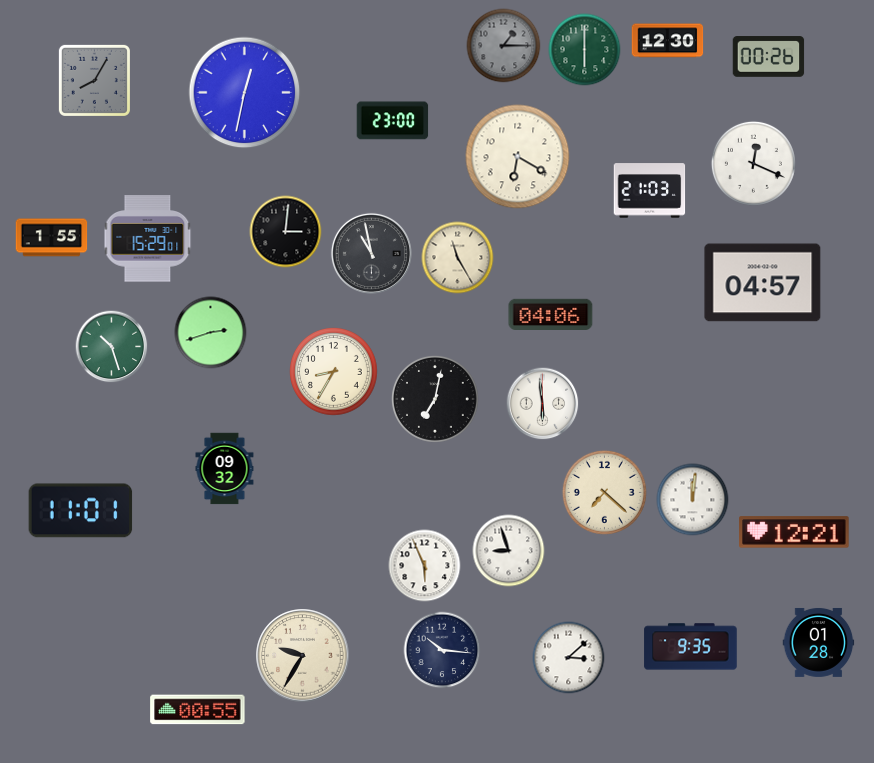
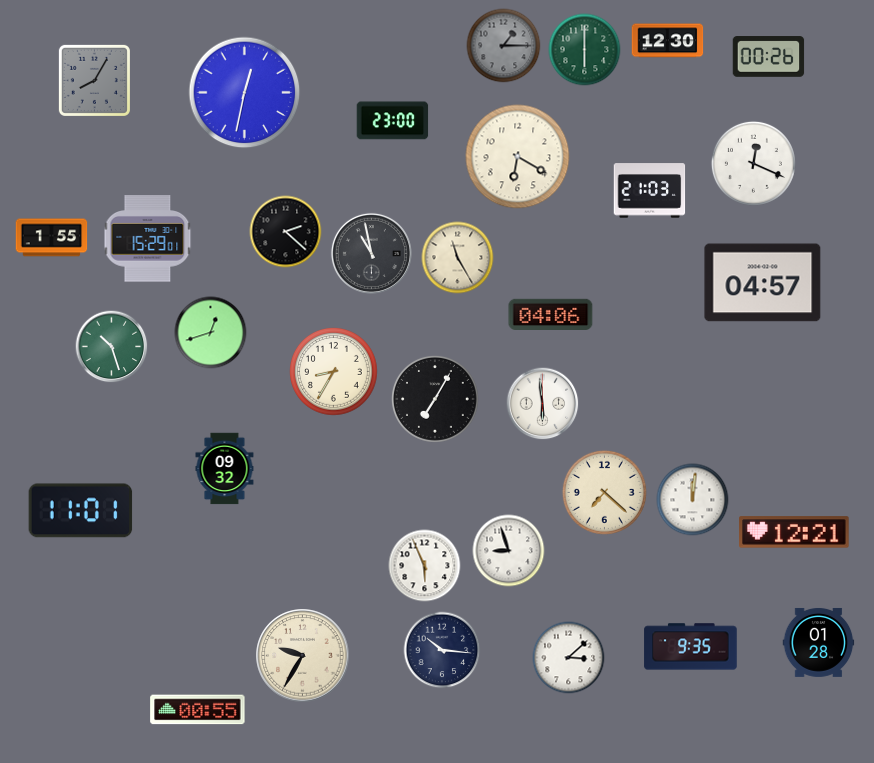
clock at (286, 232): 3:01 -> 2:22
clock at (211, 333): 2:42 -> 12:42
clock at (435, 399): 7:02 -> 7:05
